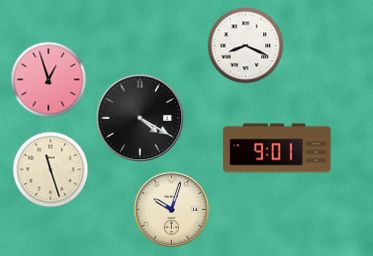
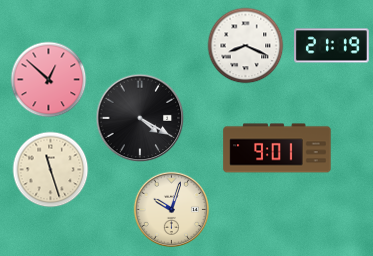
clock at (332, 46): none -> 21:19
clock at (49, 80): 12:57 -> 12:52
